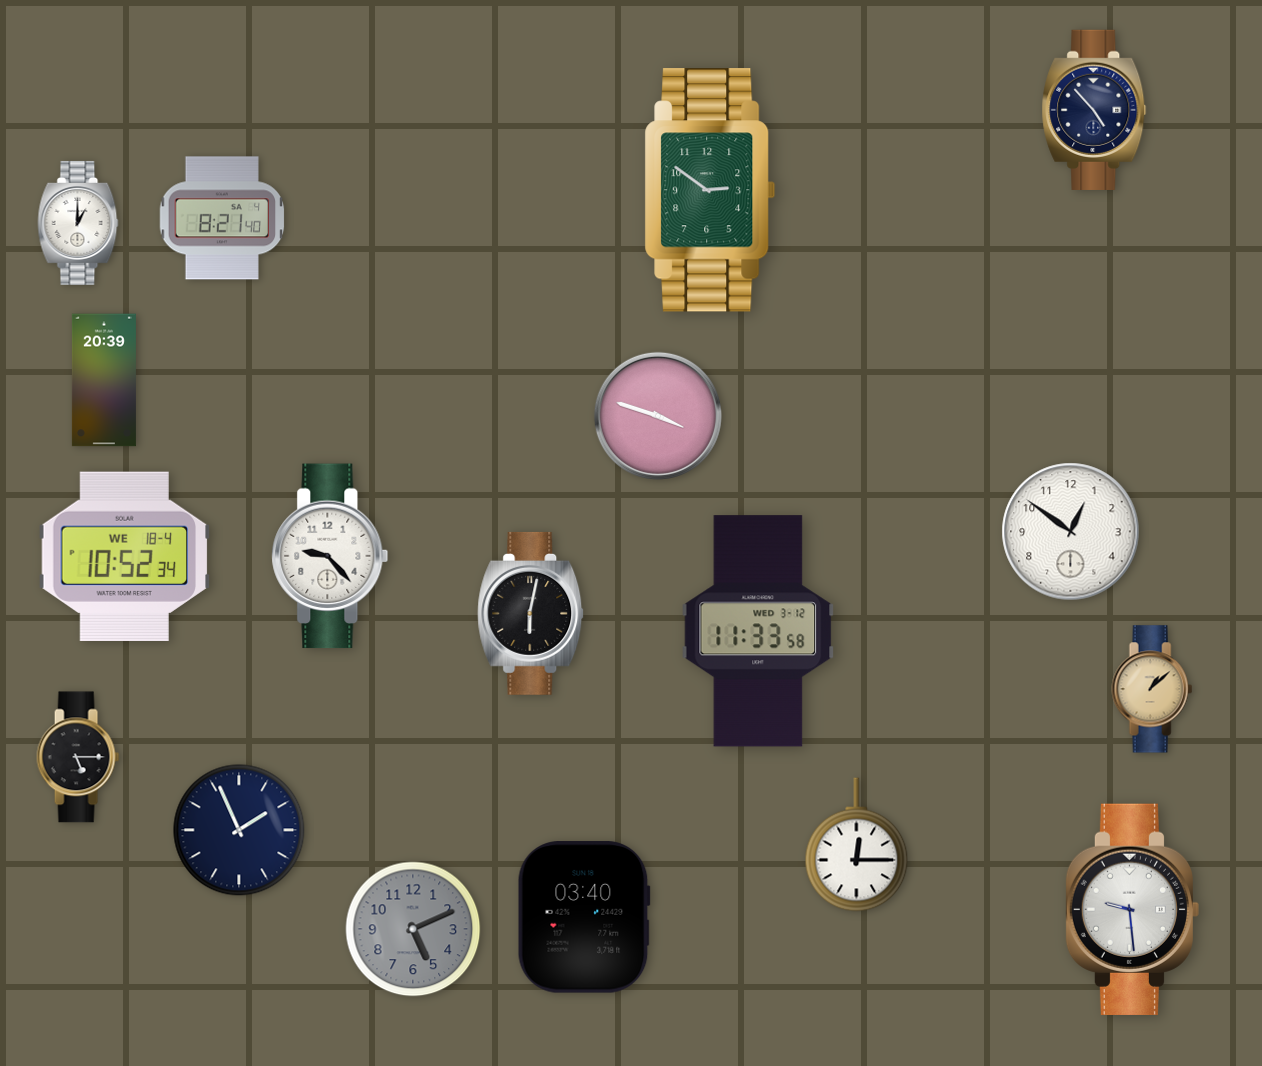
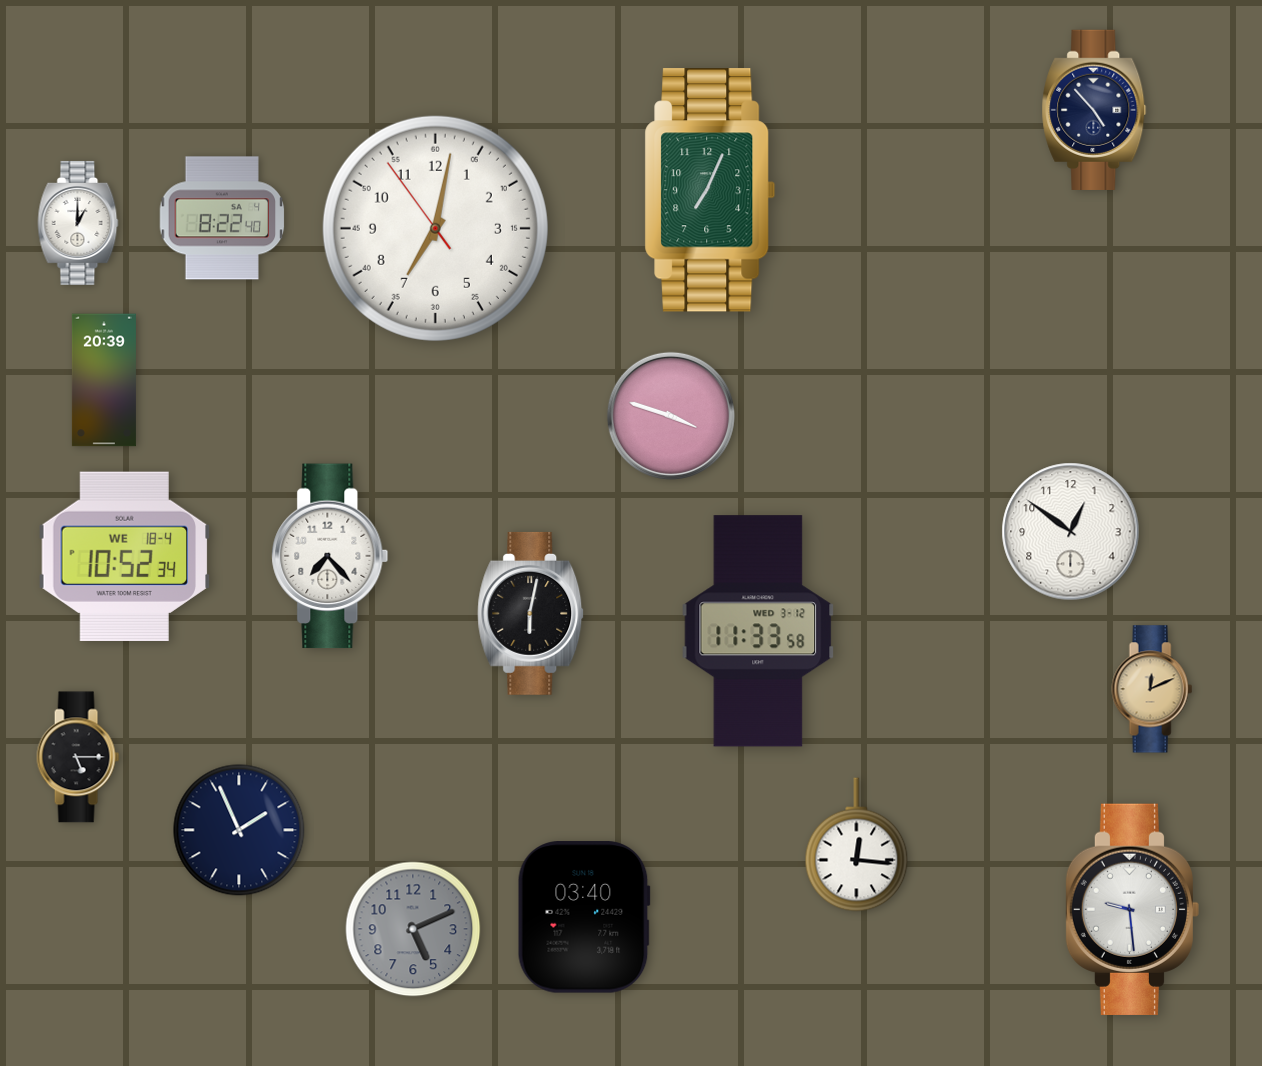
clock at (710, 190): 2:51 -> 7:04
clock at (222, 218): 8:21 -> 8:22
clock at (435, 228): none -> 7:01
clock at (658, 416) position: (658, 416) -> (671, 416)
clock at (330, 556): 9:23 -> 7:23
clock at (1152, 689): 1:08 -> 12:11
clock at (857, 845): 12:15 -> 12:16
